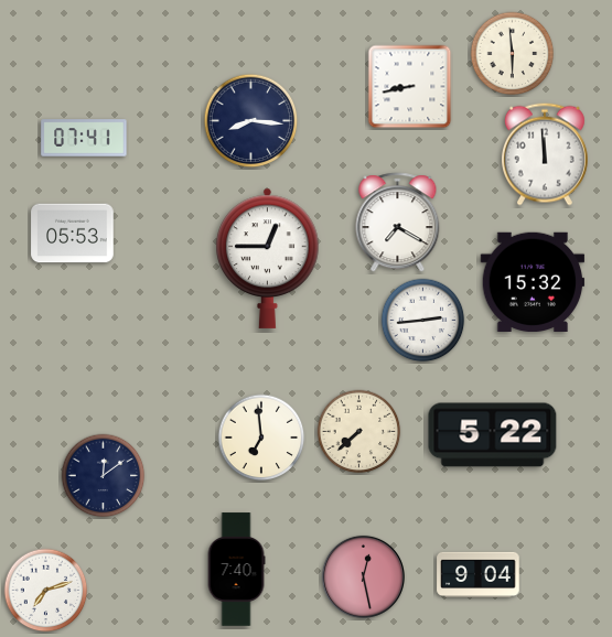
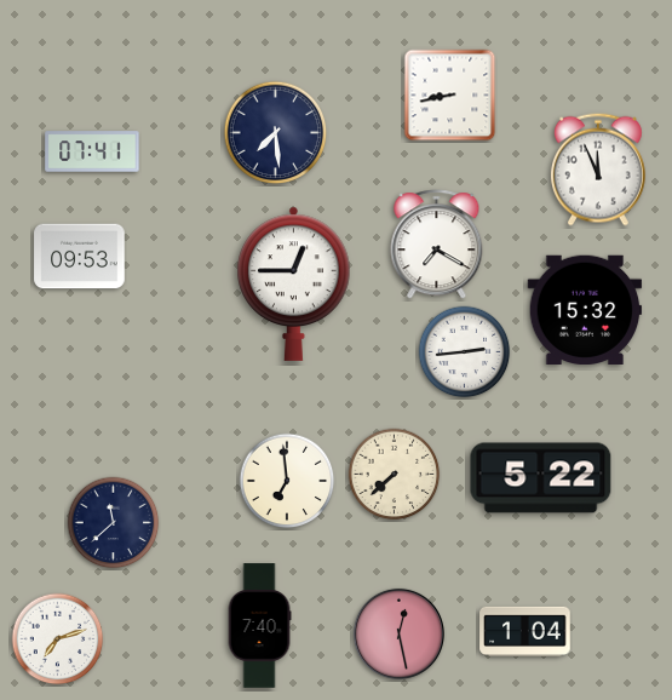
clock at (513, 54): 5:59 -> none
clock at (251, 121): 8:16 -> 7:29
clock at (545, 154): 11:59 -> 11:56
clock at (73, 234): 05:53 -> 09:53
clock at (104, 476): 12:09 -> 11:38
clock at (479, 574): 9:04 -> 1:04
clock at (46, 591) position: (46, 591) -> (58, 639)
